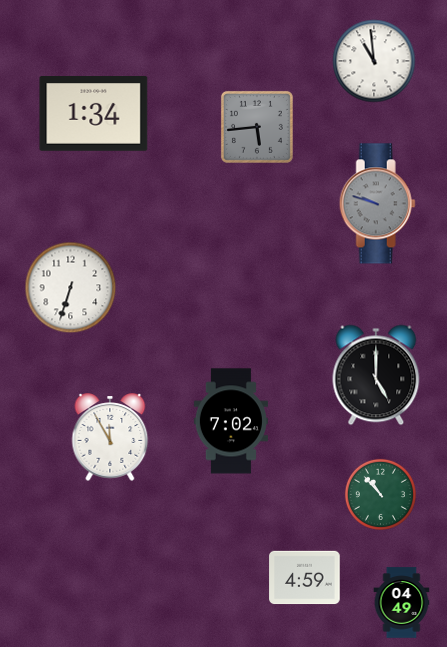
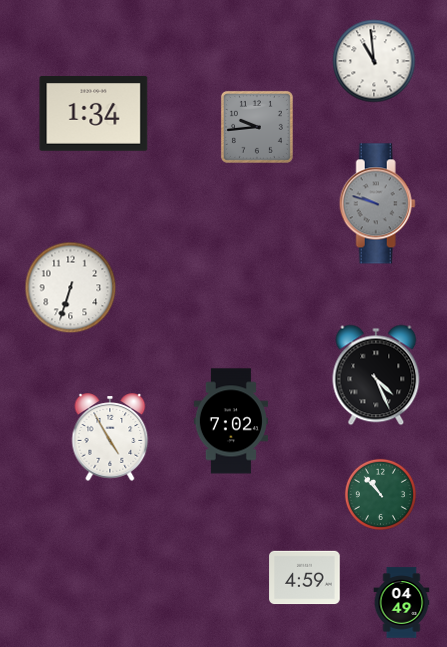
clock at (257, 127): 5:44 -> 9:44
clock at (376, 375): 5:00 -> 4:26
clock at (110, 437): 11:55 -> 4:55
